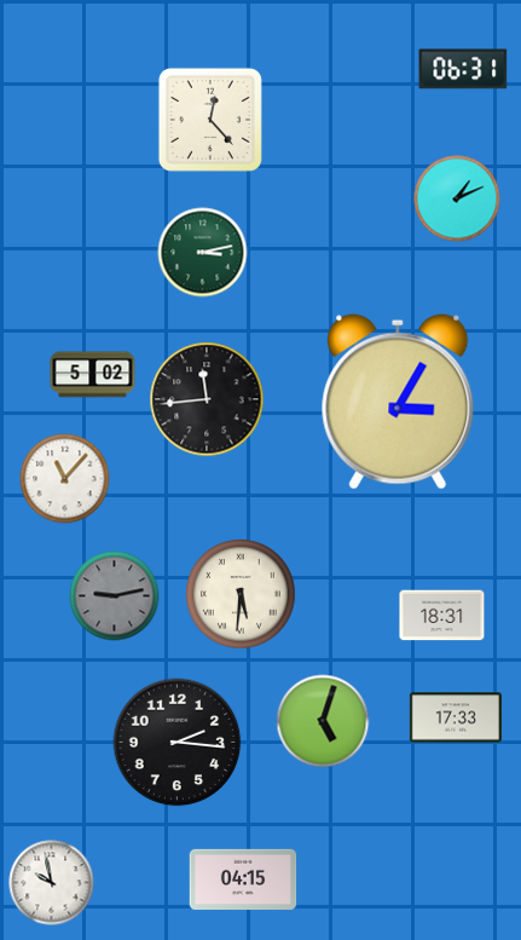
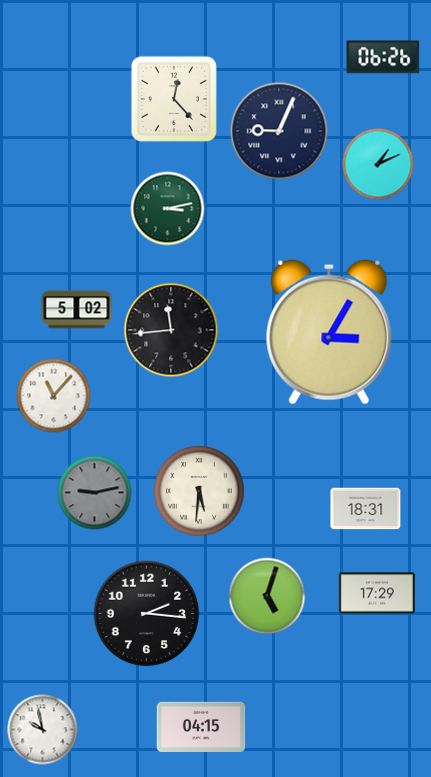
clock at (463, 69): 06:31 -> 06:26
clock at (279, 131): none -> 9:04
clock at (456, 717): 17:33 -> 17:29
